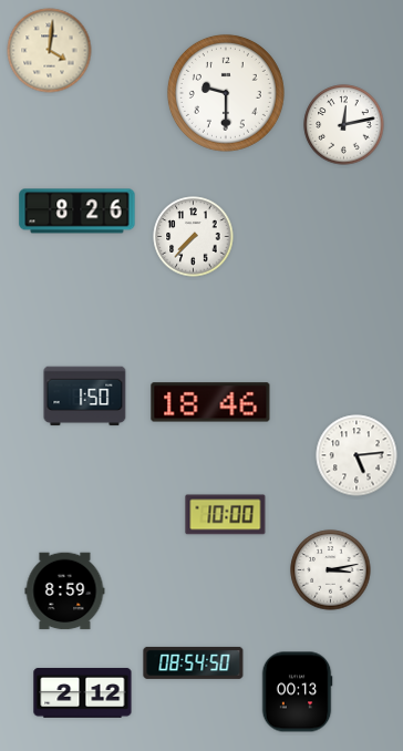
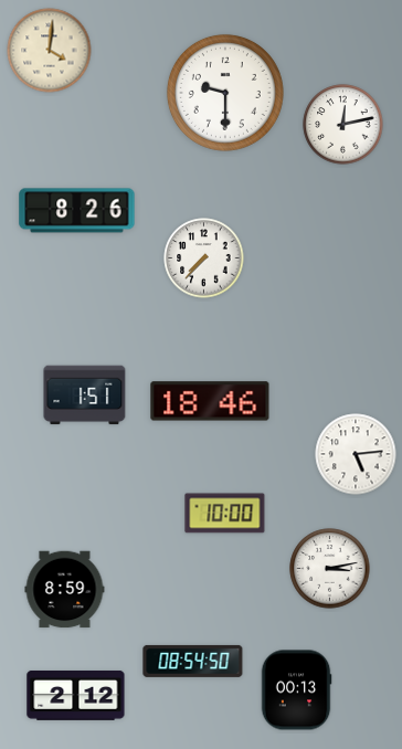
clock at (194, 237) position: (194, 237) -> (204, 259)
clock at (85, 397): 1:50 -> 1:51
clock at (83, 692) position: (83, 692) -> (76, 695)
